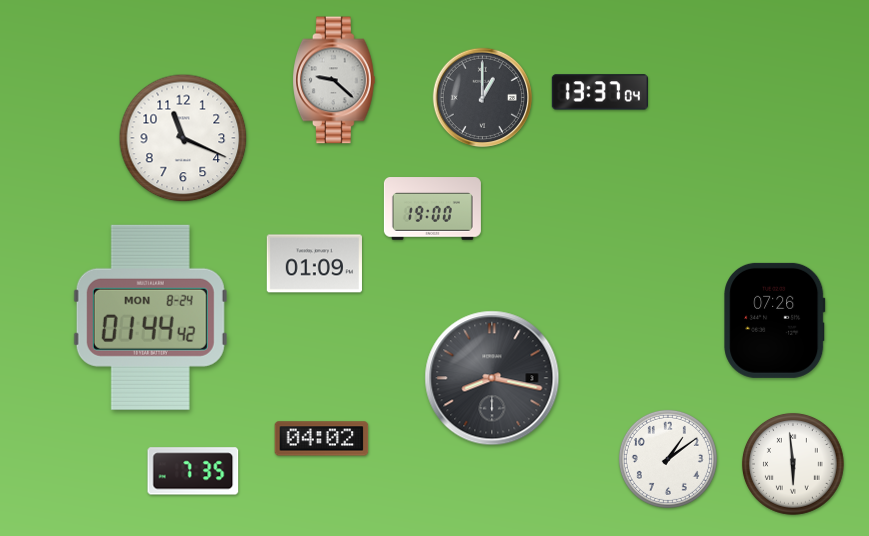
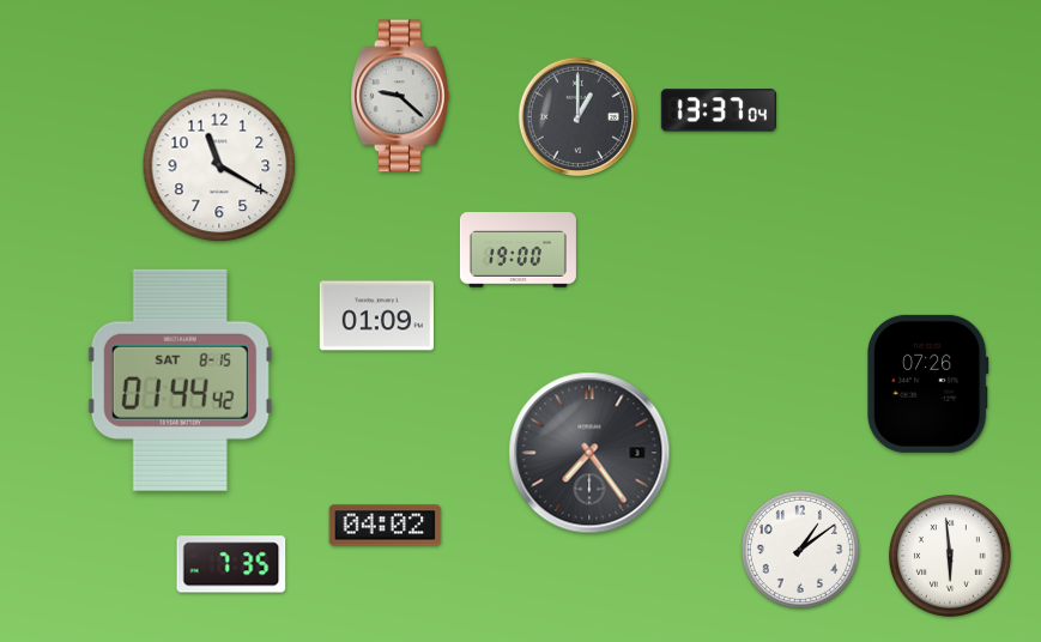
clock at (183, 138): 11:19 -> 11:20
clock at (150, 317) date: MON 8-24 -> SAT 8-15
clock at (492, 378): 8:17 -> 7:24
